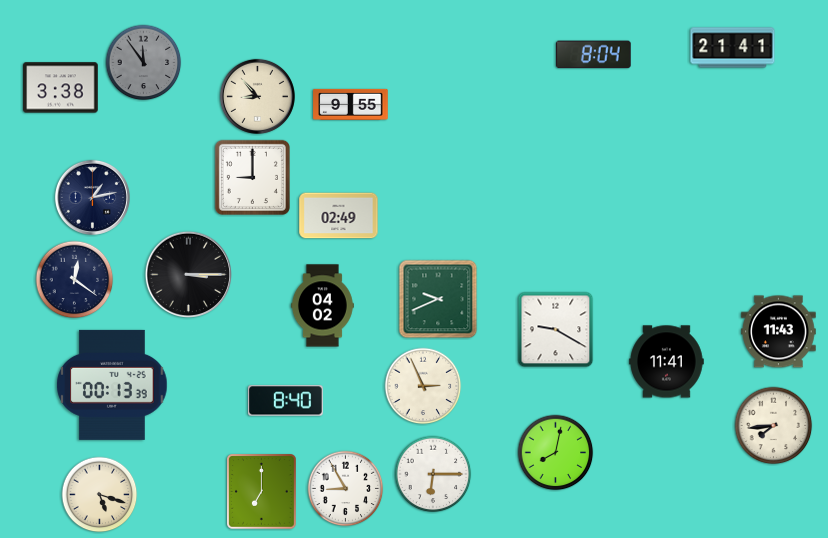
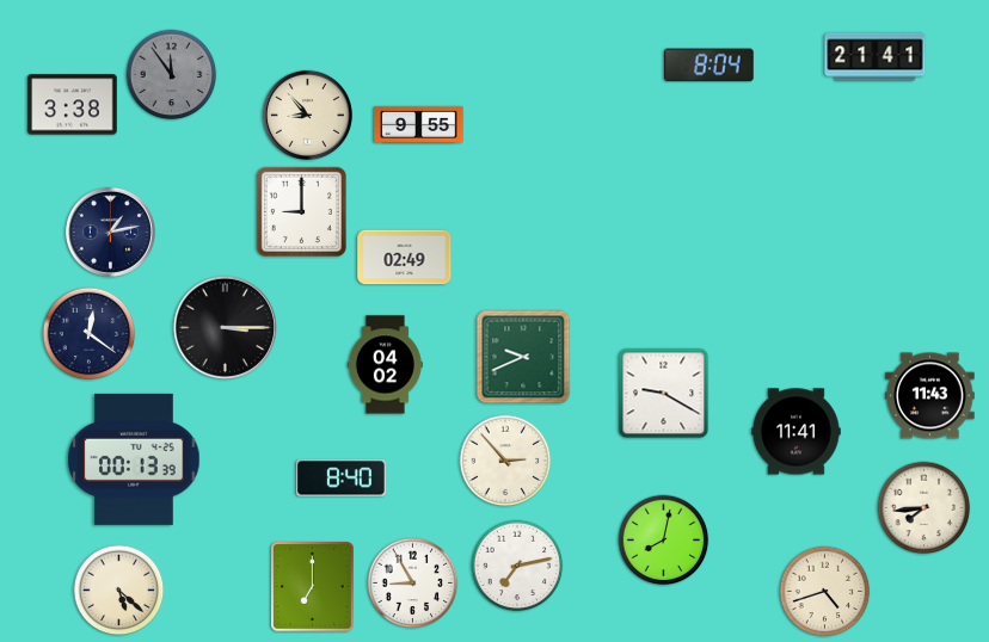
clock at (92, 197) position: (92, 197) -> (110, 232)
clock at (423, 386): 2:56 -> 2:53
clock at (433, 474): 6:15 -> 7:13
clock at (100, 495): 5:18 -> 5:22
clock at (825, 592): none -> 4:42
